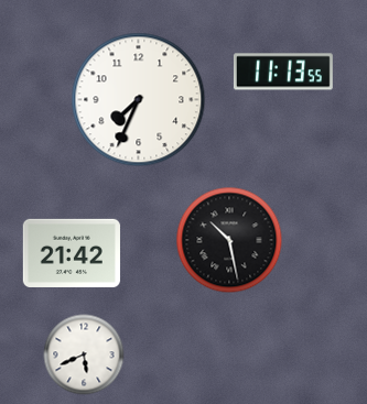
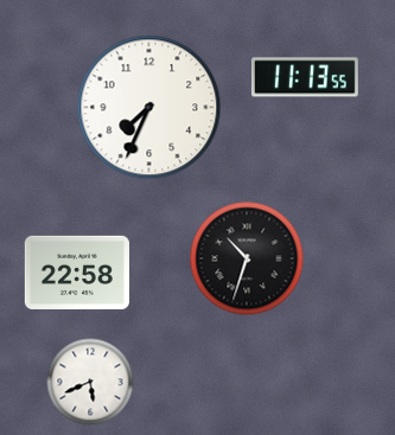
clock at (229, 240): 10:28 -> 10:33
clock at (72, 253): 21:42 -> 22:58
